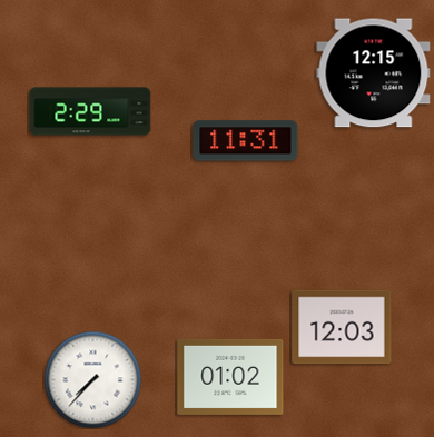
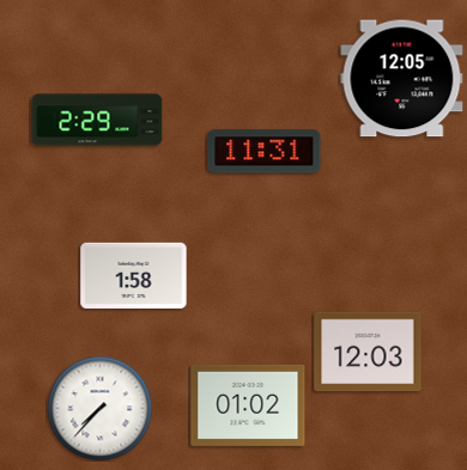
clock at (374, 73): 12:15 -> 12:05
clock at (134, 275): none -> 1:58
